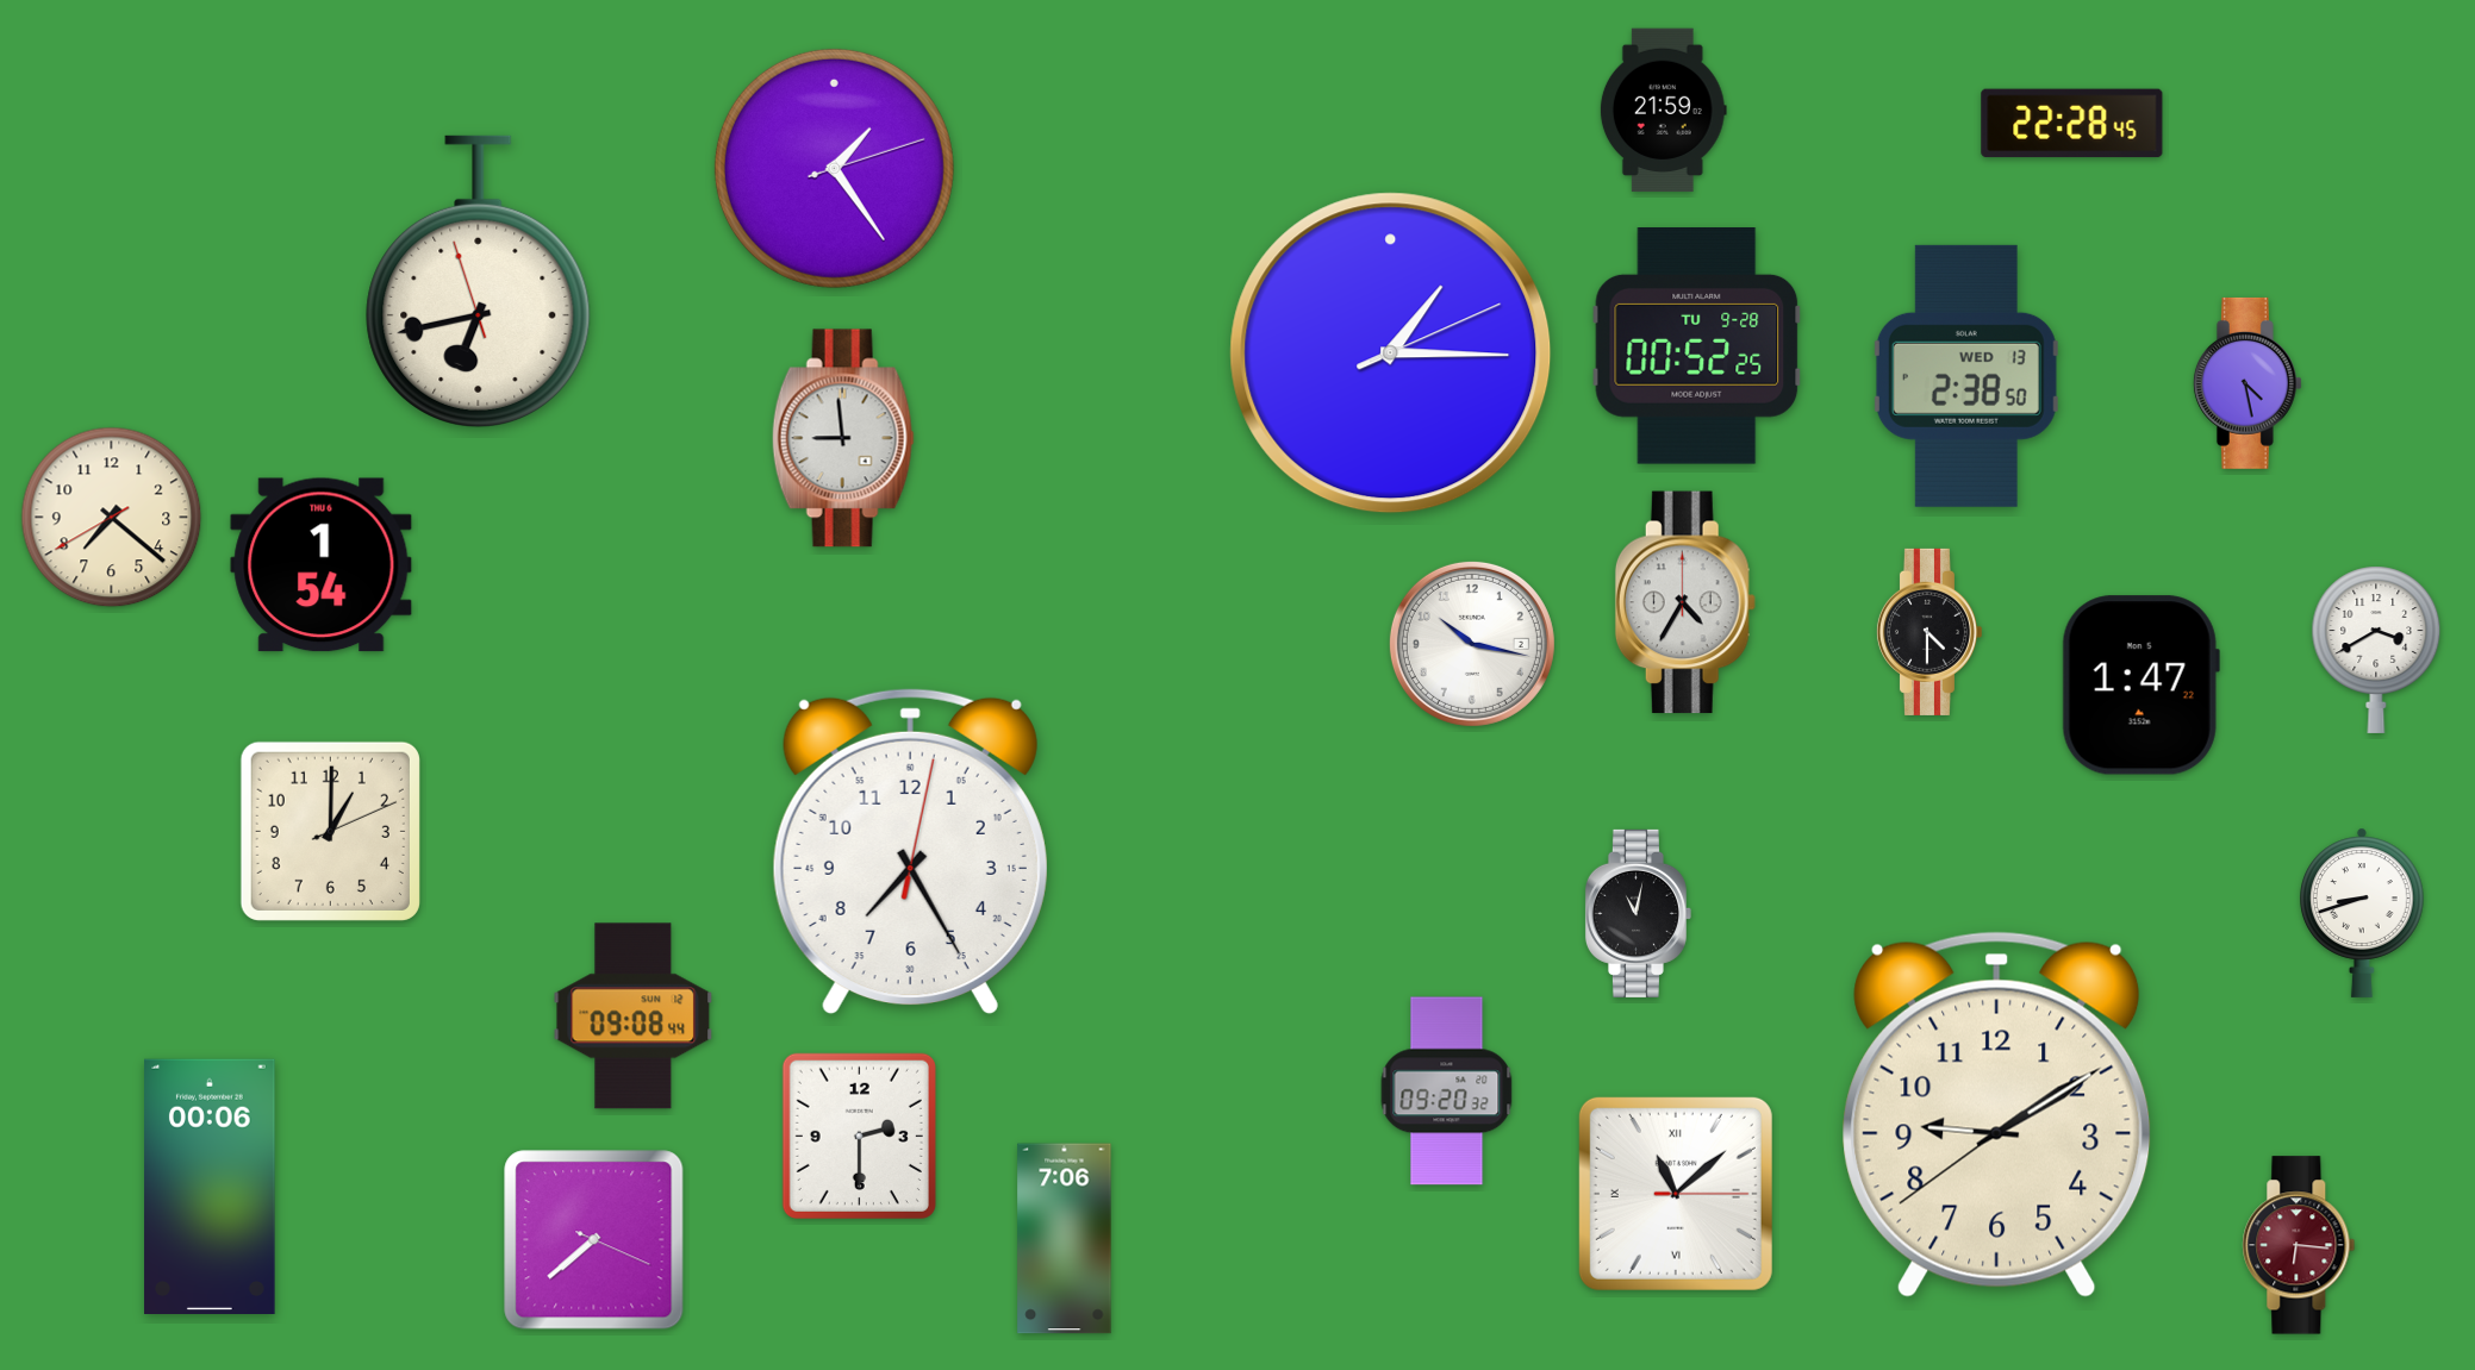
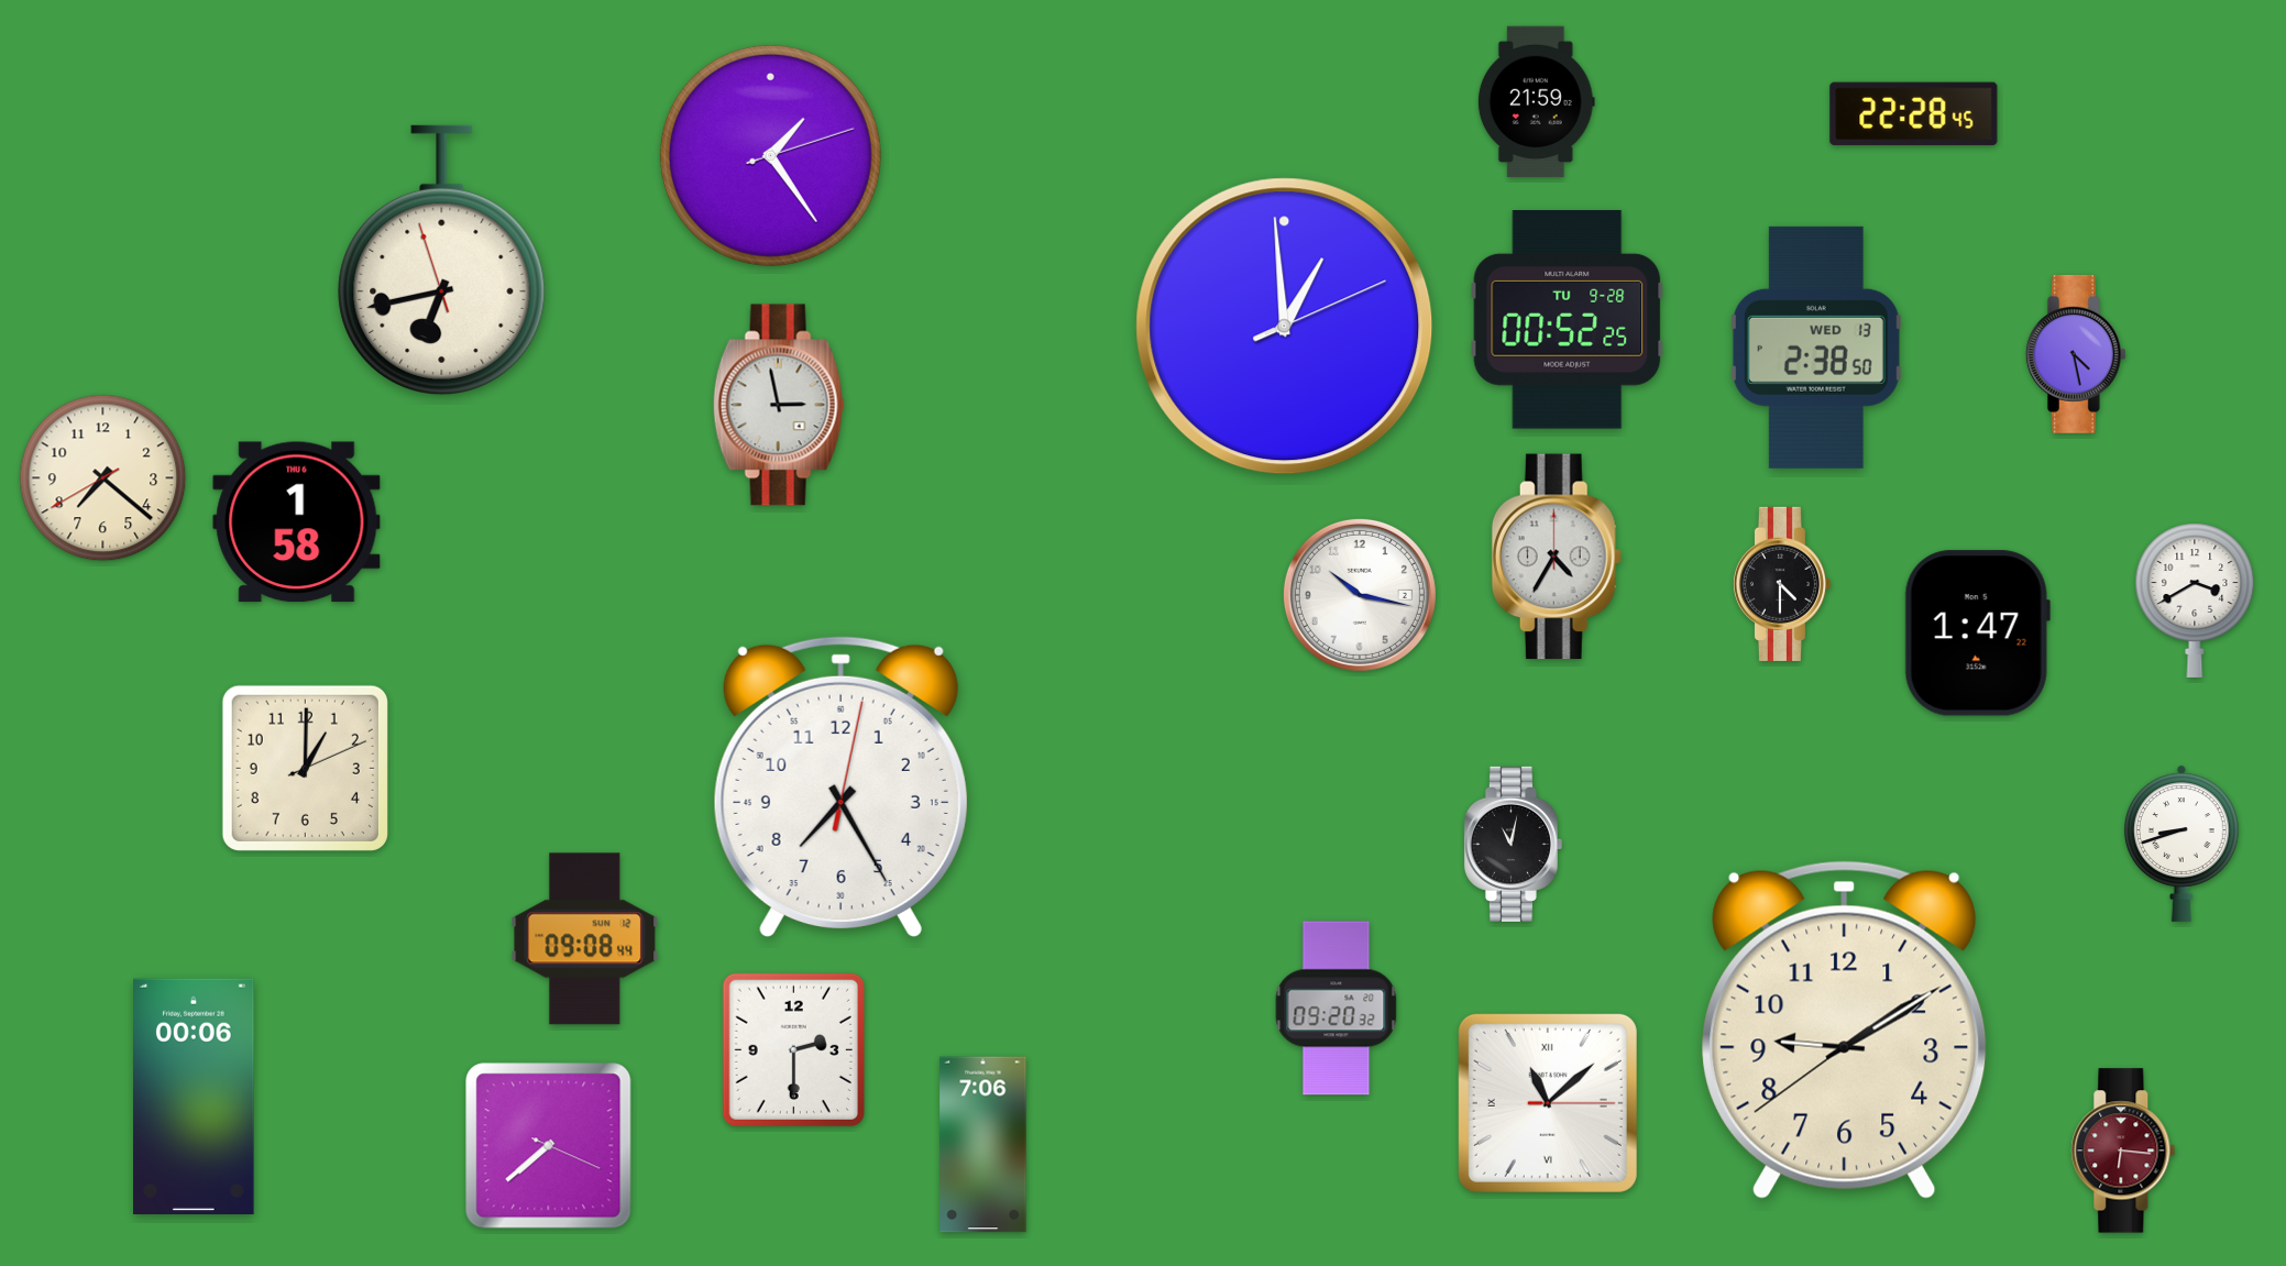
clock at (1391, 354): 1:15 -> 12:59
clock at (843, 438): 8:59 -> 2:58
clock at (322, 565): 1:54 -> 1:58
